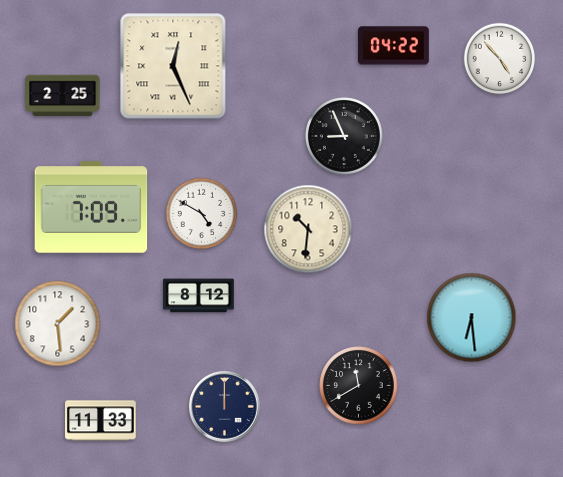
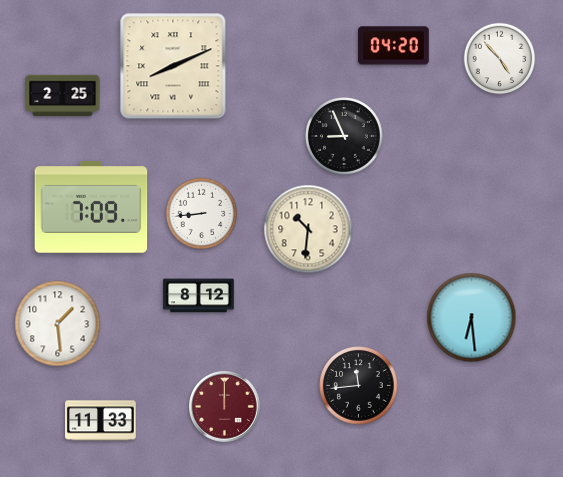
clock at (394, 46): 04:22 -> 04:20
clock at (173, 66): 12:26 -> 8:11
clock at (202, 214): 4:50 -> 8:44
clock at (359, 386): 11:40 -> 11:44
clock at (225, 407) dial: navy -> burgundy
